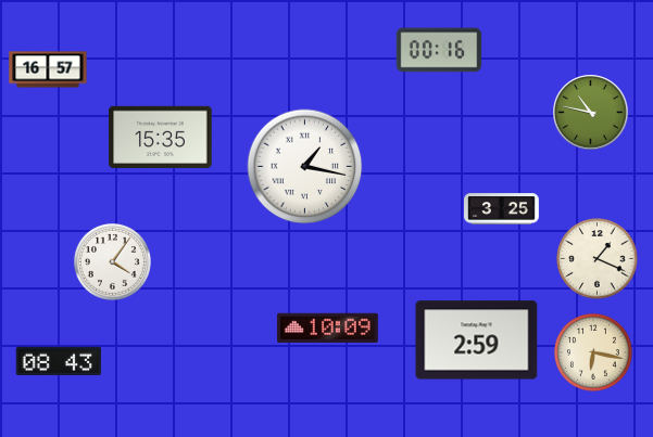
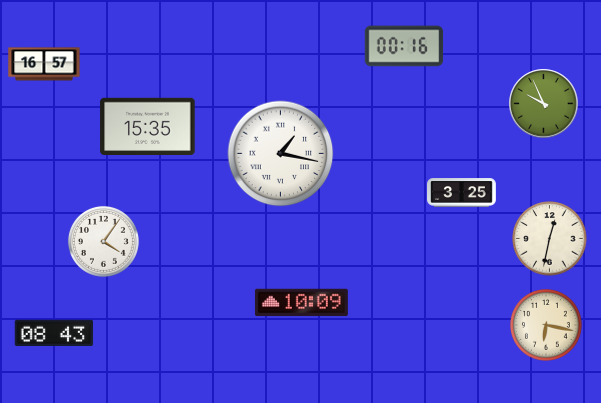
clock at (591, 113): 10:47 -> 9:56
clock at (598, 259): 1:19 -> 12:32
clock at (477, 340): 2:59 -> none
